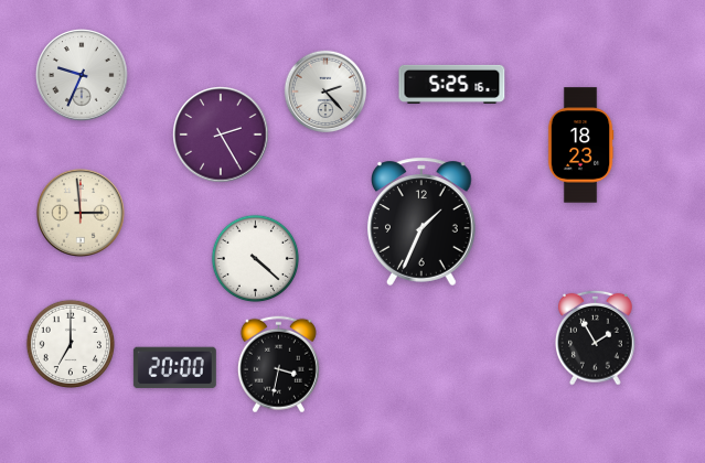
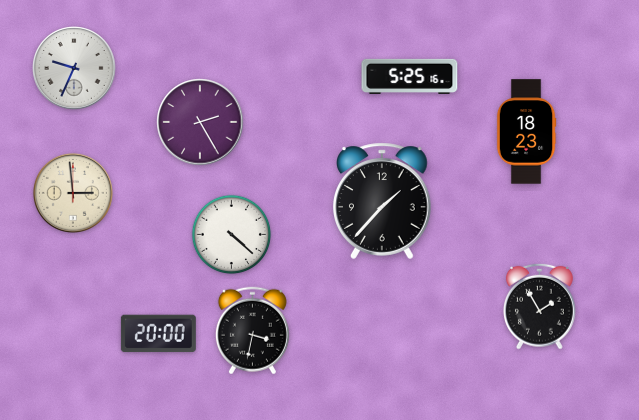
clock at (325, 91): 2:23 -> none
clock at (423, 222): 1:34 -> 1:37
clock at (70, 343): 7:00 -> none
